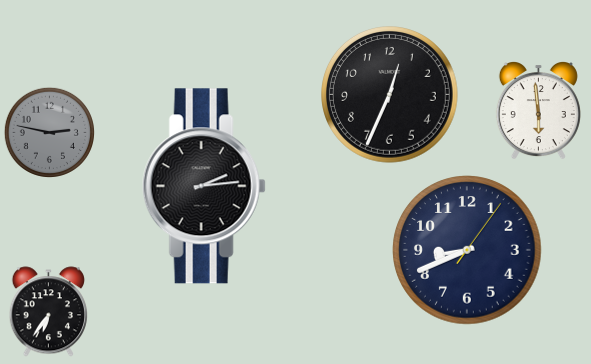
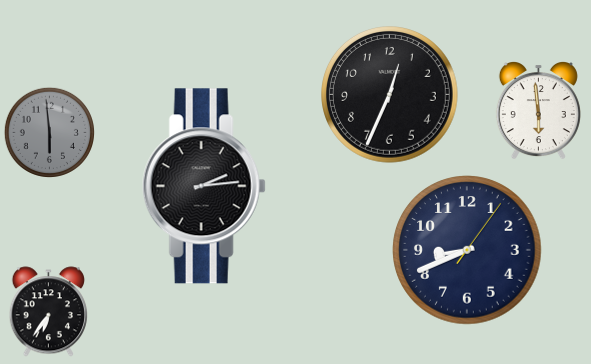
clock at (49, 132): 2:47 -> 5:59
